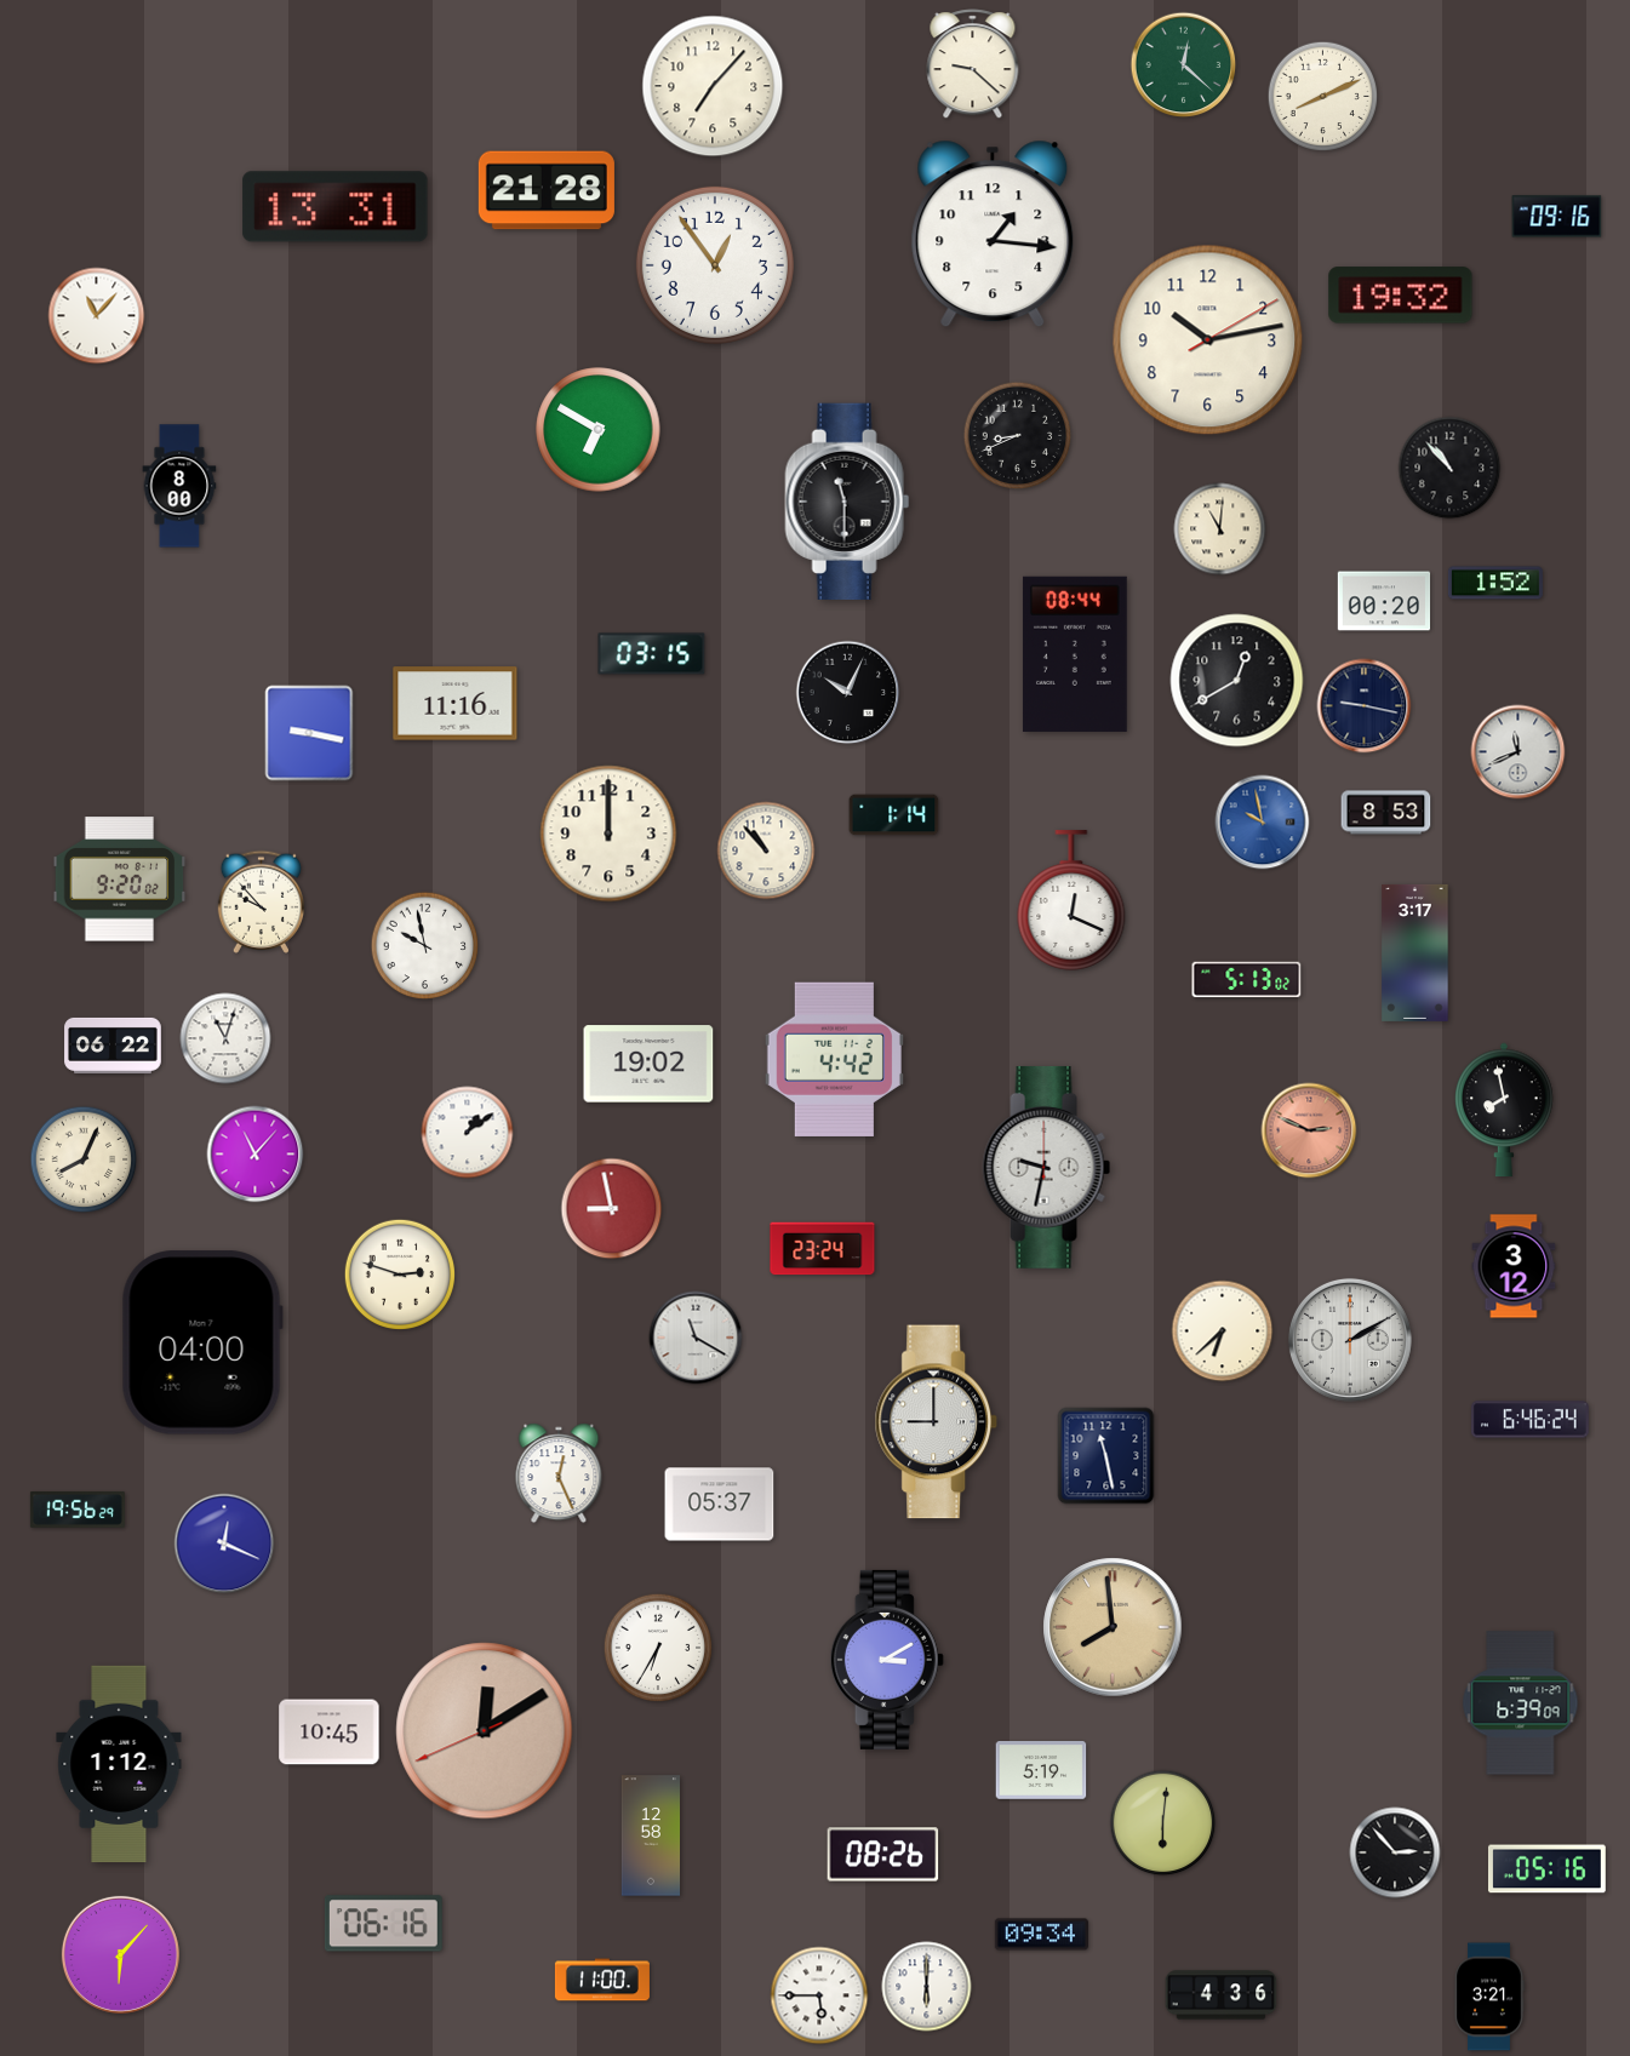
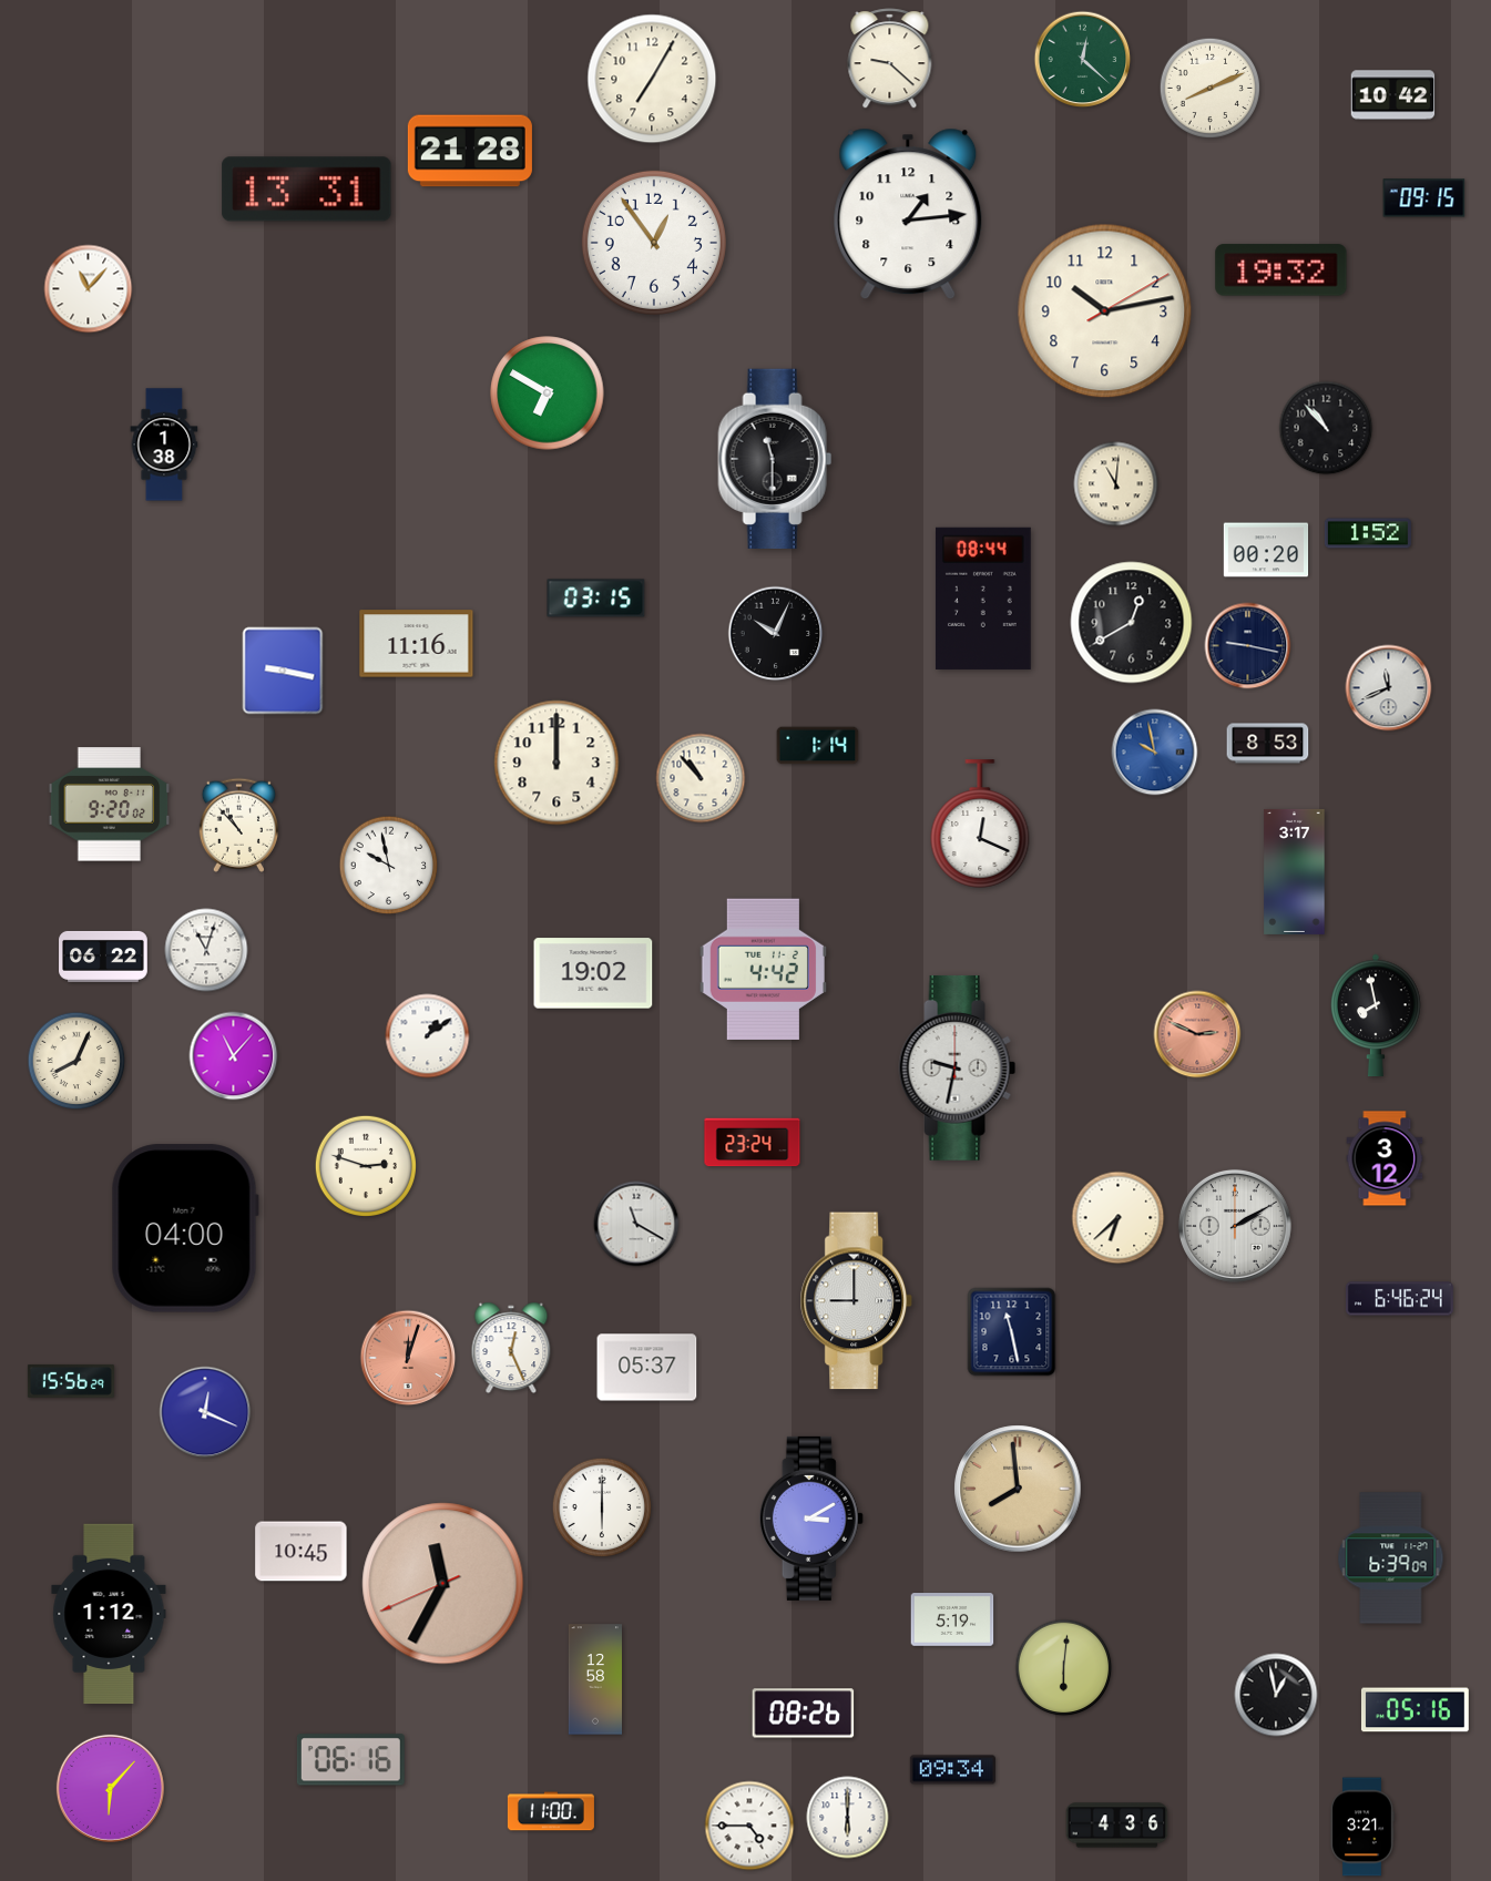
clock at (713, 86): 7:07 -> 7:05
clock at (1393, 95): none -> 10:42
clock at (547, 190) position: (547, 190) -> (470, 151)
clock at (1557, 217): 09:16 -> 09:15
clock at (993, 234): 1:16 -> 1:14
clock at (1018, 436): 8:41 -> none
clock at (179, 486): 8:00 -> 1:38
clock at (261, 901): 9:53 -> 10:53
clock at (1247, 980): 5:13 -> none
clock at (612, 1209): 8:58 -> none
clock at (408, 1358): none -> 12:03
clock at (720, 1505) position: (720, 1505) -> (647, 1368)
clock at (78, 1510): 19:56 -> 15:56
clock at (658, 1648): 6:35 -> 6:00
clock at (485, 1731): 12:09 -> 11:34
clock at (330, 1733) position: (330, 1733) -> (302, 1552)
clock at (1395, 1852): 2:53 -> 12:58
clock at (883, 1855) position: (883, 1855) -> (804, 1714)
clock at (819, 1995): 5:45 -> 4:45
